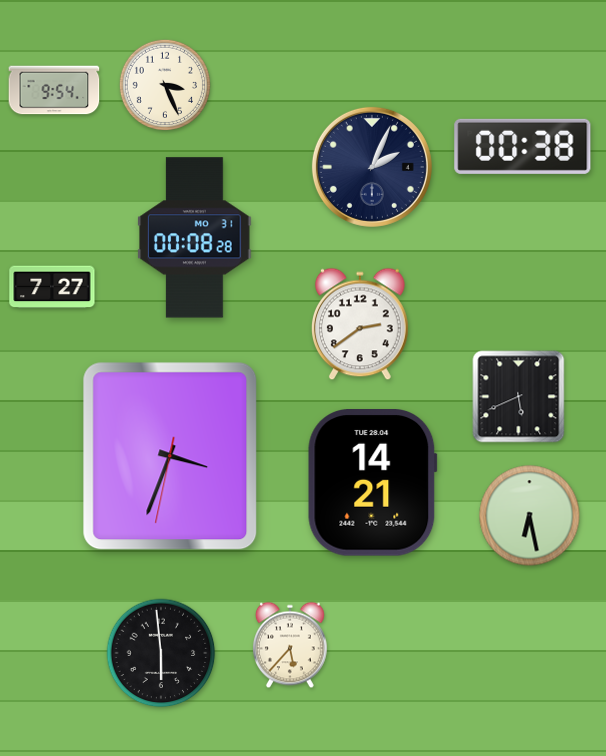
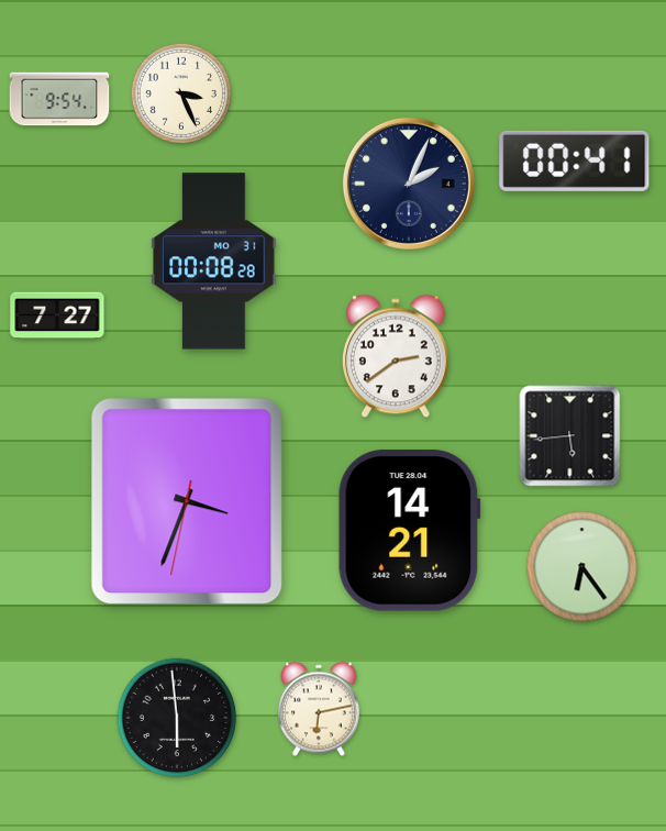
clock at (523, 146): 00:38 -> 00:41
clock at (519, 397): 5:41 -> 5:44
clock at (530, 516): 6:28 -> 6:24
clock at (290, 645): 5:37 -> 6:13
